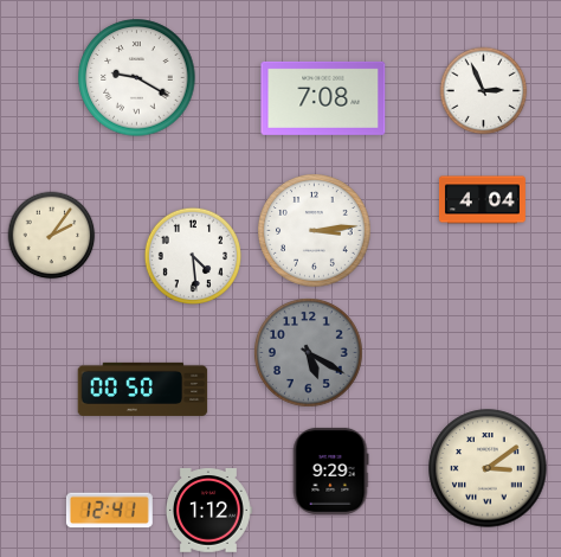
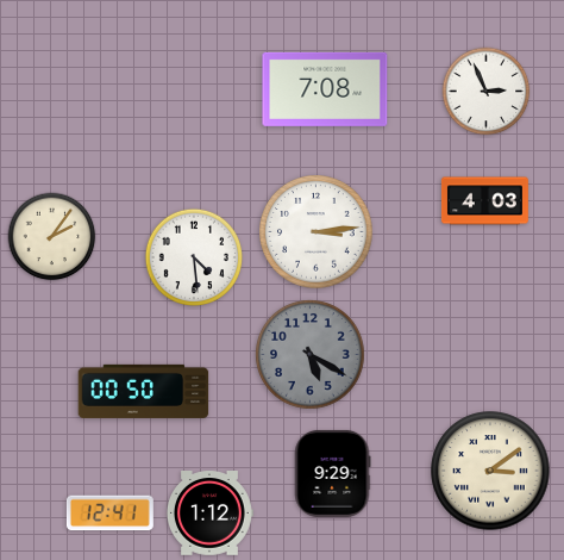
clock at (137, 78): 9:20 -> none
clock at (323, 98) position: (323, 98) -> (325, 89)
clock at (482, 200): 4:04 -> 4:03
